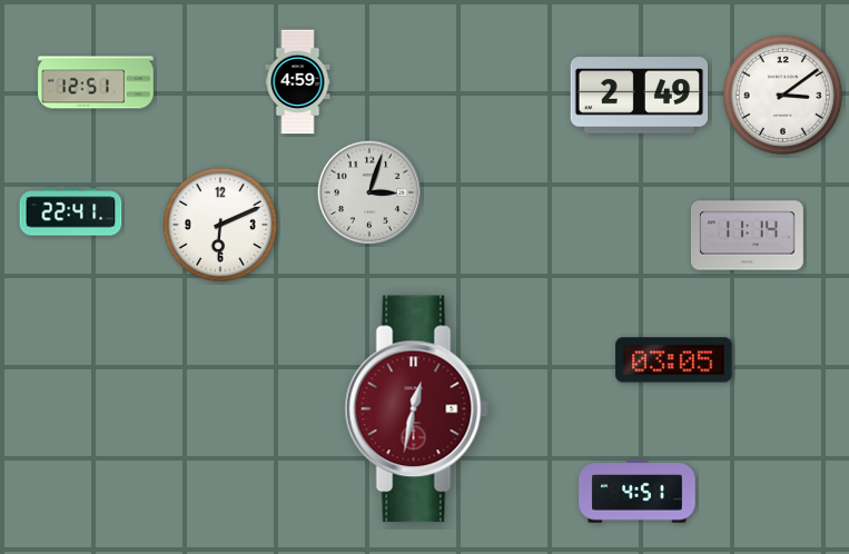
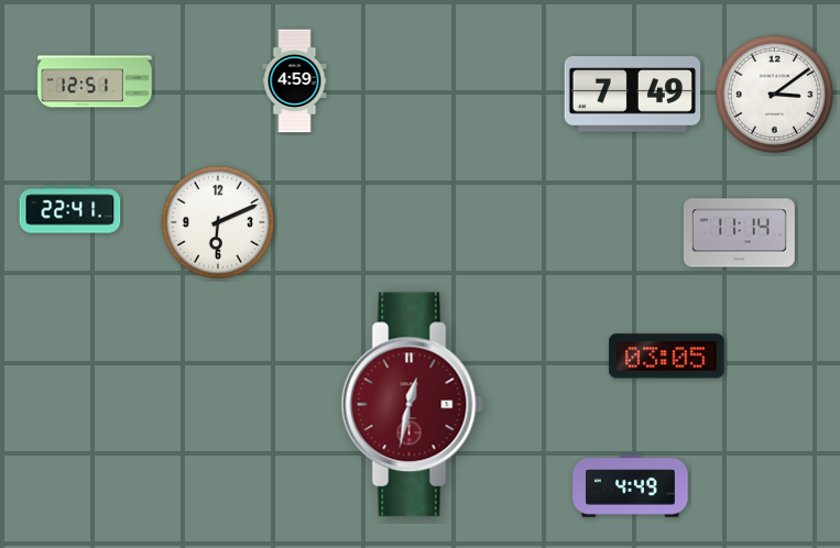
clock at (640, 96): 2:49 -> 7:49
clock at (369, 192): 3:03 -> none
clock at (638, 492): 4:51 -> 4:49
